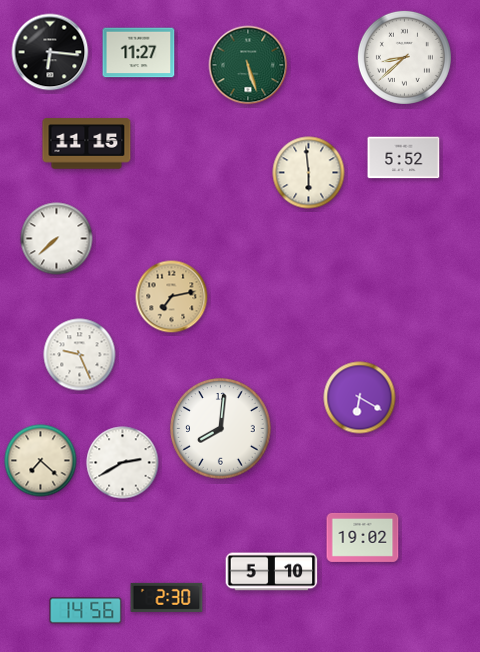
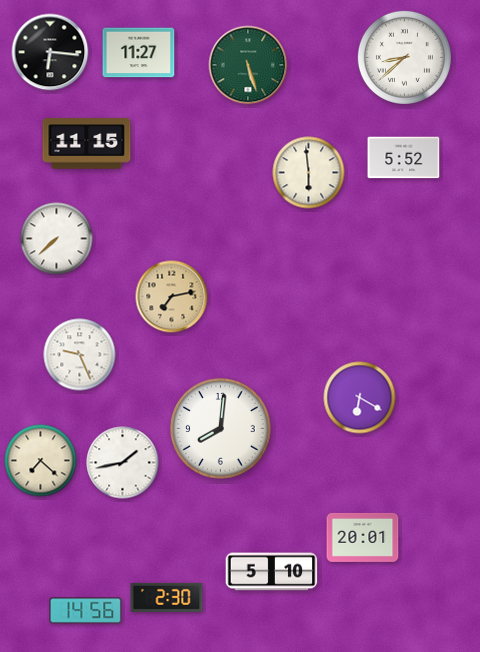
clock at (123, 463): 2:40 -> 1:43
clock at (363, 537): 19:02 -> 20:01
